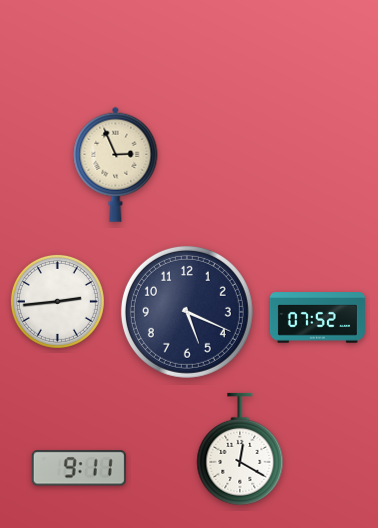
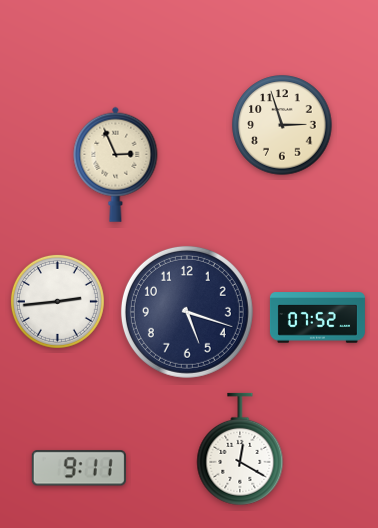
clock at (282, 125): none -> 2:57
clock at (187, 312): 5:19 -> 5:18
